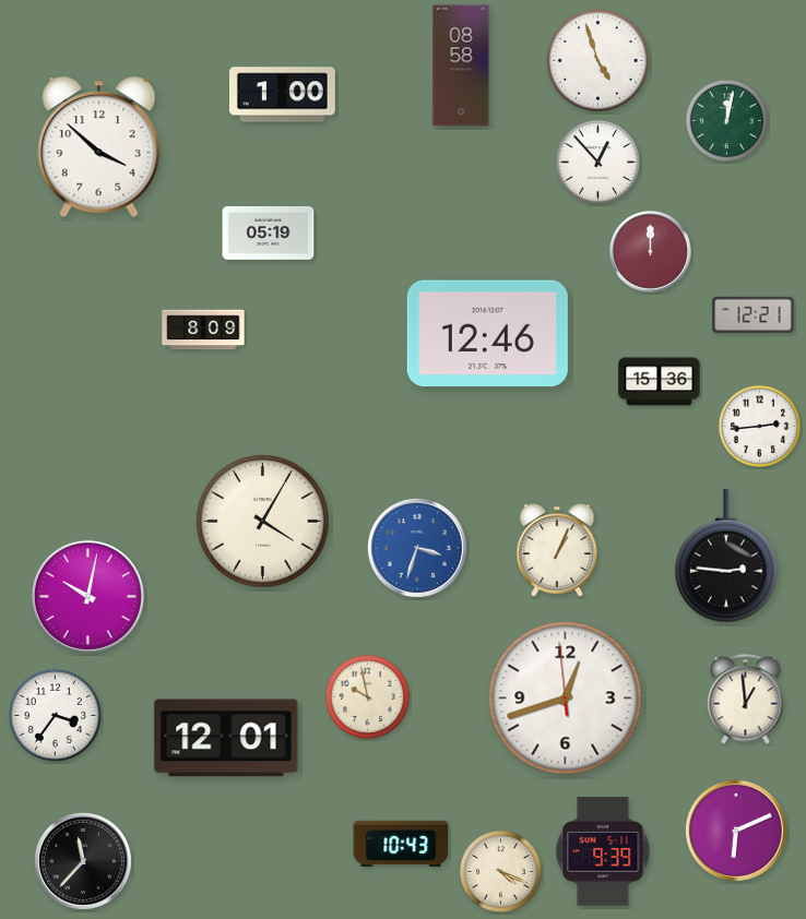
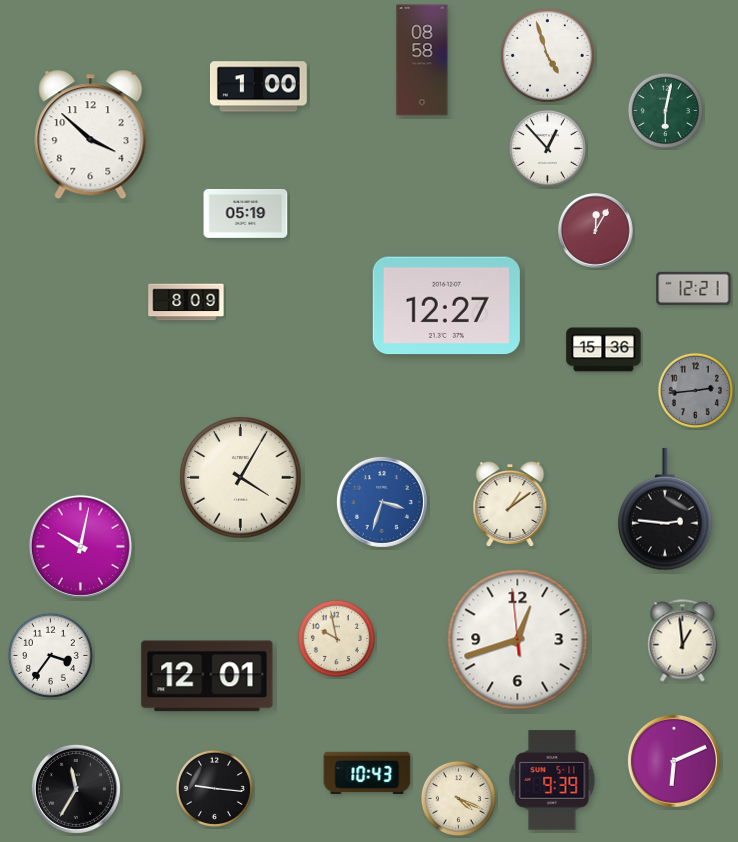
clock at (726, 120): 12:02 -> 6:02
clock at (651, 252): 12:00 -> 12:05
clock at (754, 314) position: (754, 314) -> (694, 288)
clock at (487, 334): 12:46 -> 12:27
clock at (759, 426) dial: white -> grey
clock at (557, 550): 1:04 -> 1:09
clock at (214, 788): none -> 9:16
clock at (83, 861): 11:37 -> 11:35
